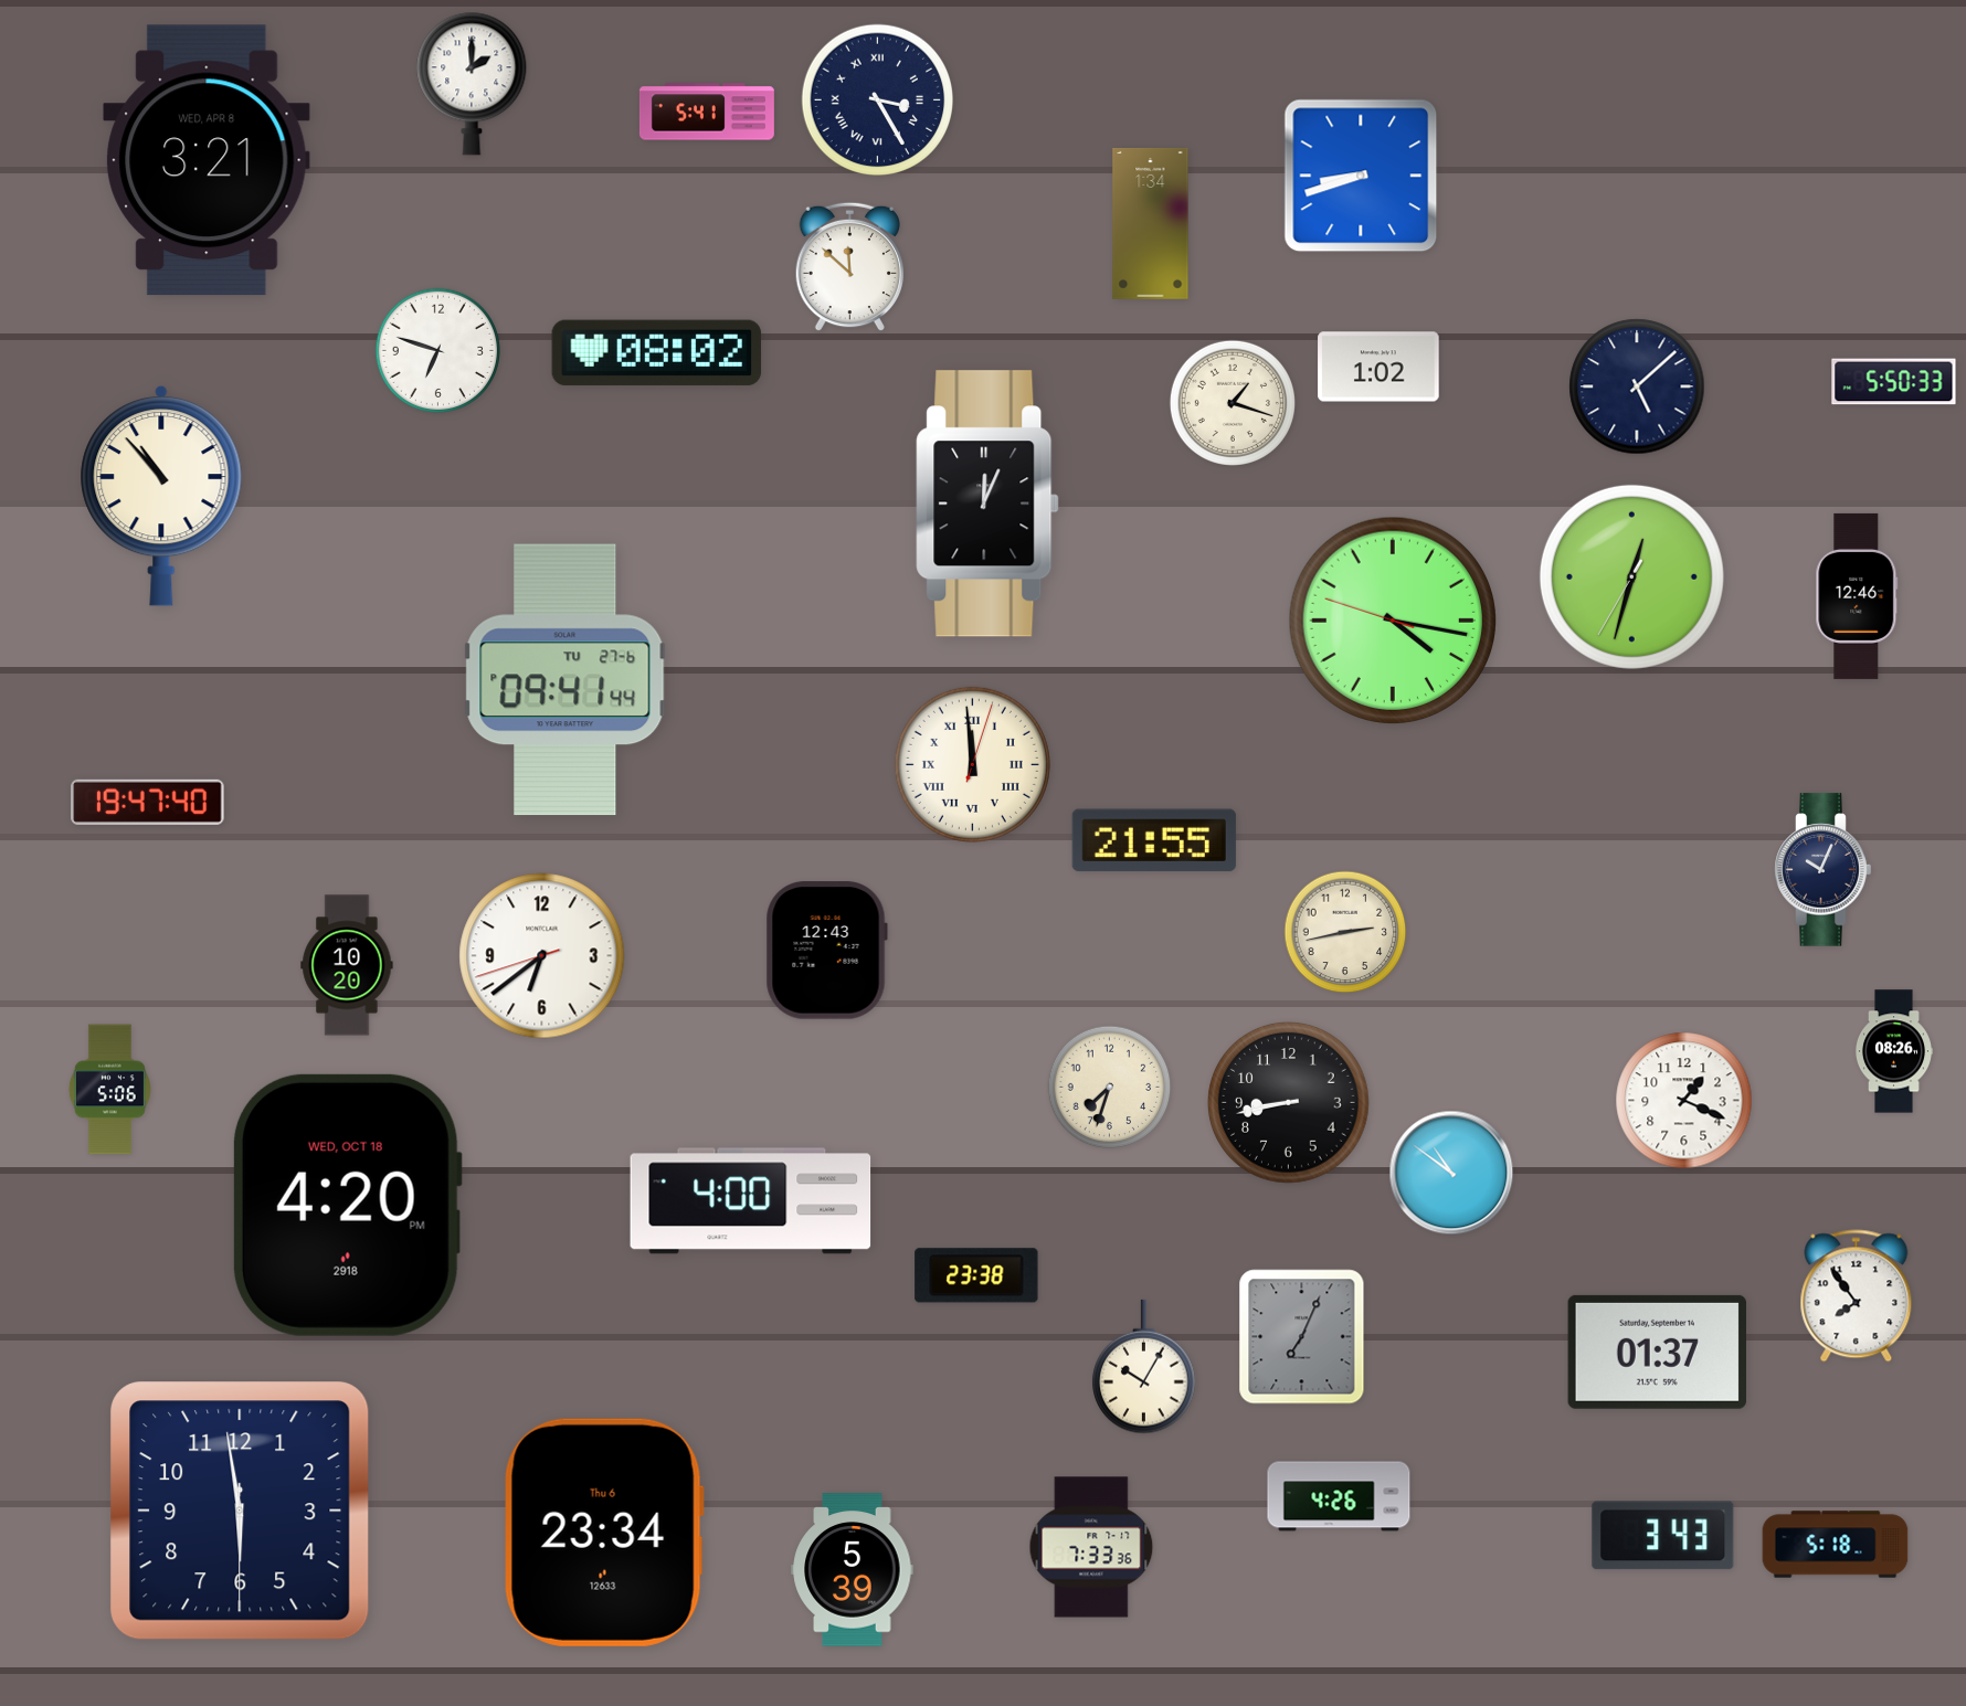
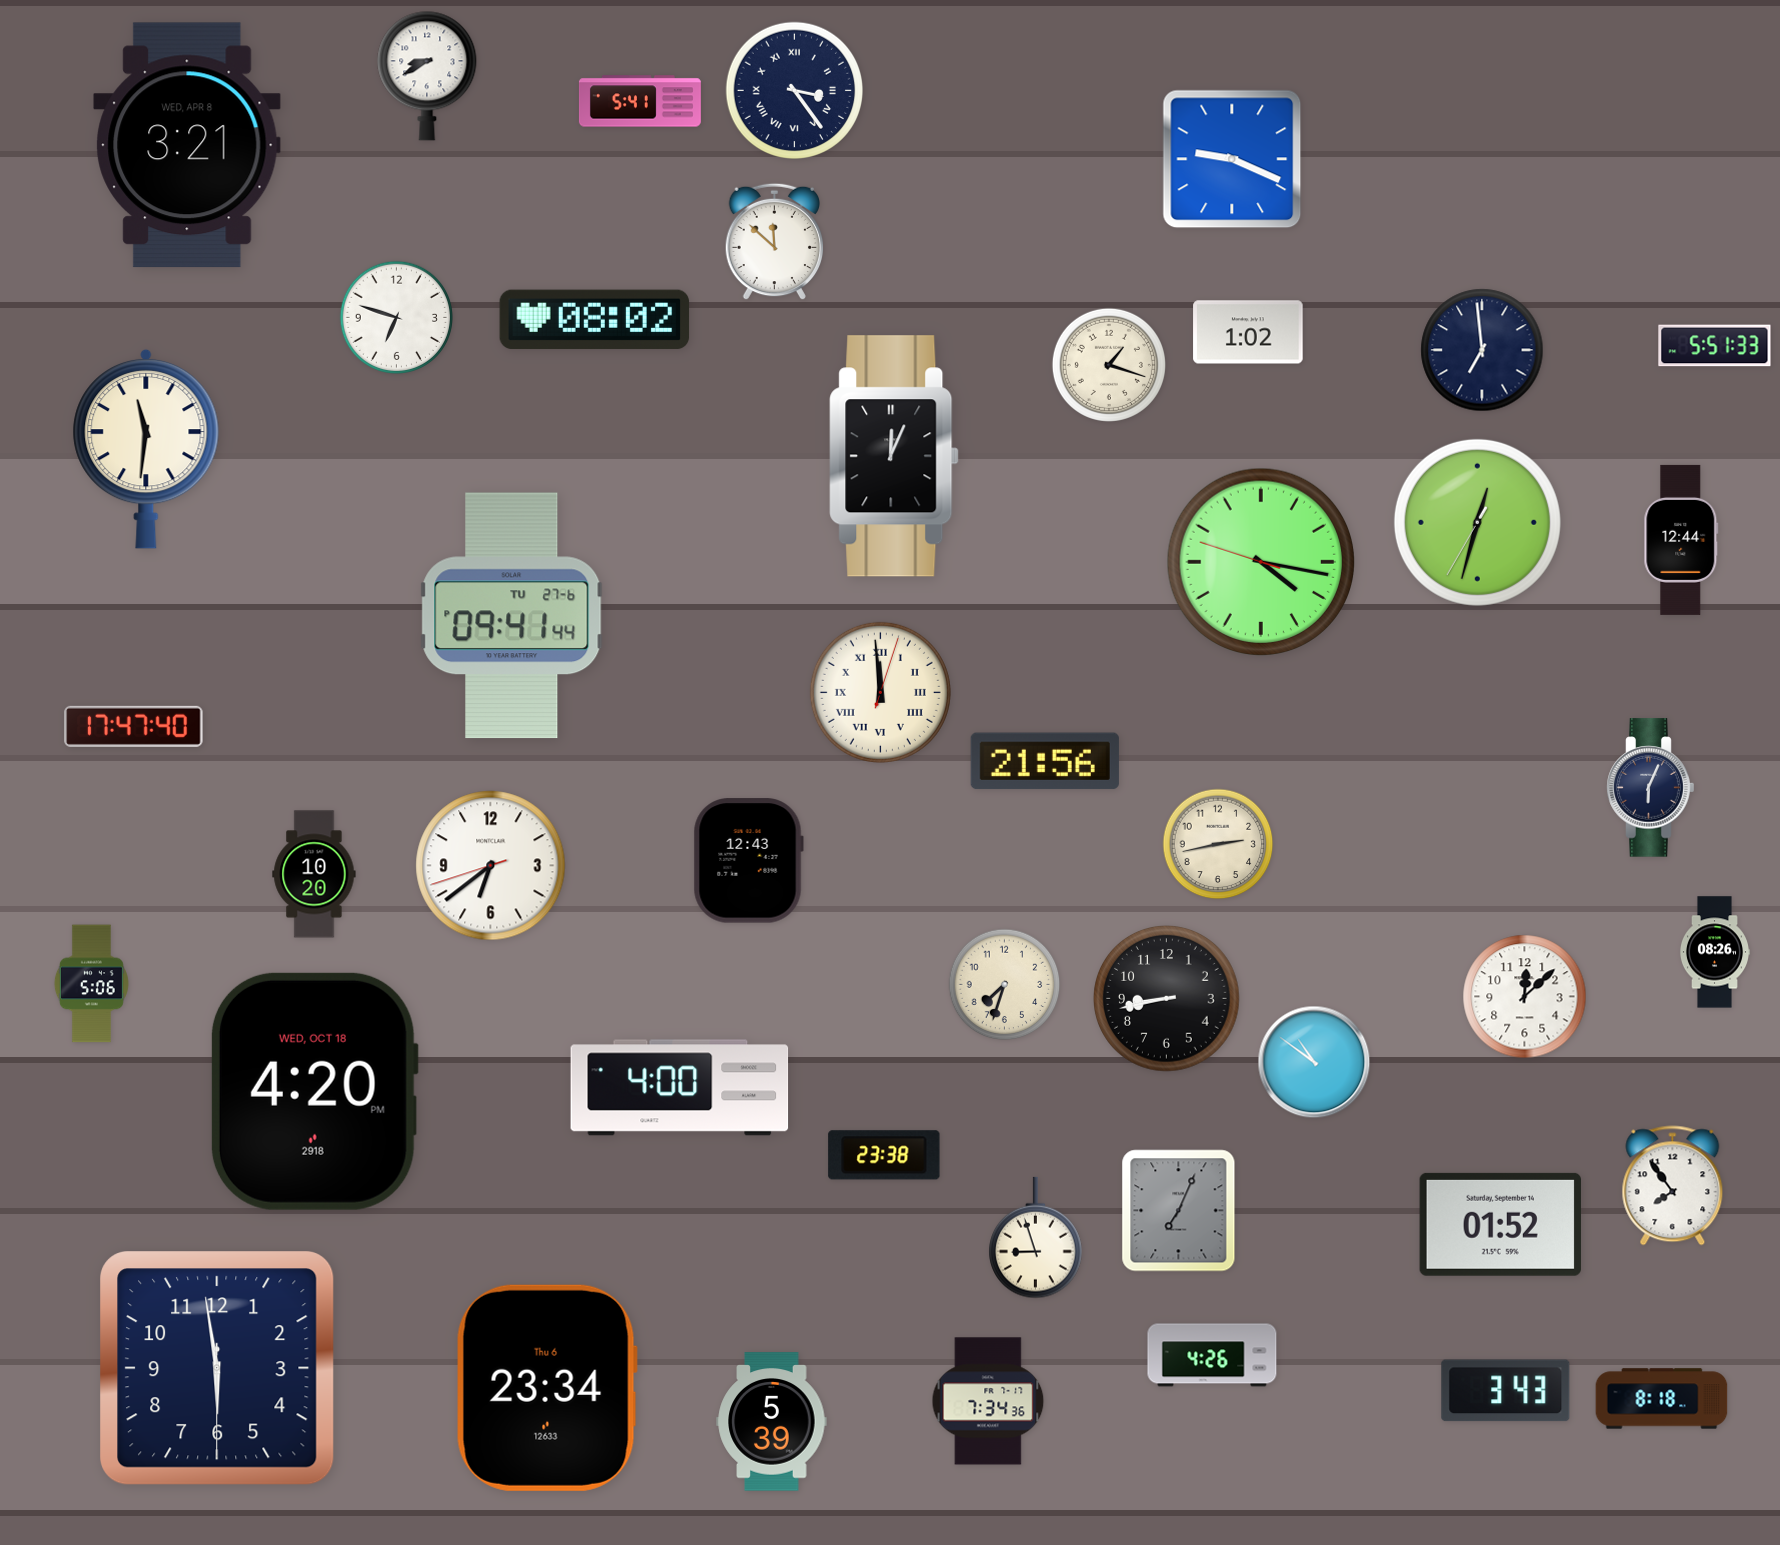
clock at (472, 84): 2:00 -> 8:40
clock at (878, 100): 3:25 -> 3:24
clock at (1361, 176): 8:42 -> 9:19
clock at (1151, 223): 1:34 -> none
clock at (849, 267) position: (849, 267) -> (774, 242)
clock at (1894, 382): 5:50 -> 5:51
clock at (1637, 386): 5:08 -> 6:59
clock at (1233, 403) position: (1233, 403) -> (1109, 365)
clock at (161, 496): 10:53 -> 11:31
clock at (1857, 596): 12:46 -> 12:44
clock at (148, 802): 19:47 -> 17:47
clock at (1154, 840): 21:55 -> 21:56
clock at (1824, 870): 10:04 -> 6:04
clock at (109, 1090) position: (109, 1090) -> (91, 984)
clock at (1684, 1101): 1:19 -> 12:08
clock at (1857, 1296) position: (1857, 1296) -> (1673, 1186)
clock at (1657, 1352): 01:37 -> 01:52
clock at (1144, 1367): 10:05 -> 8:57
clock at (1836, 1545): 5:18 -> 8:18
clock at (1091, 1547): 7:33 -> 7:34
